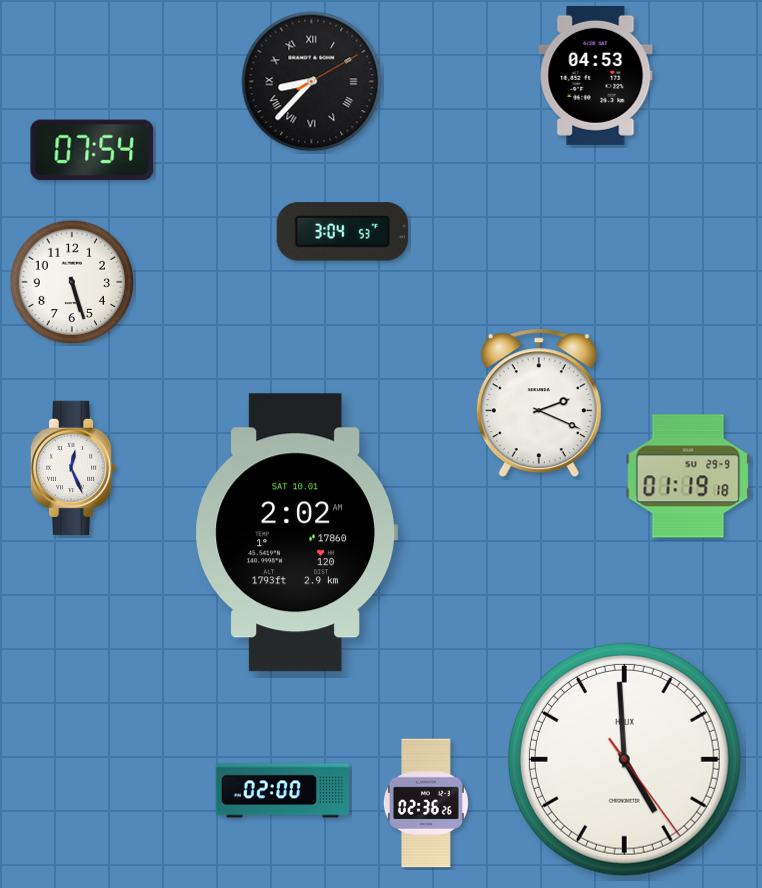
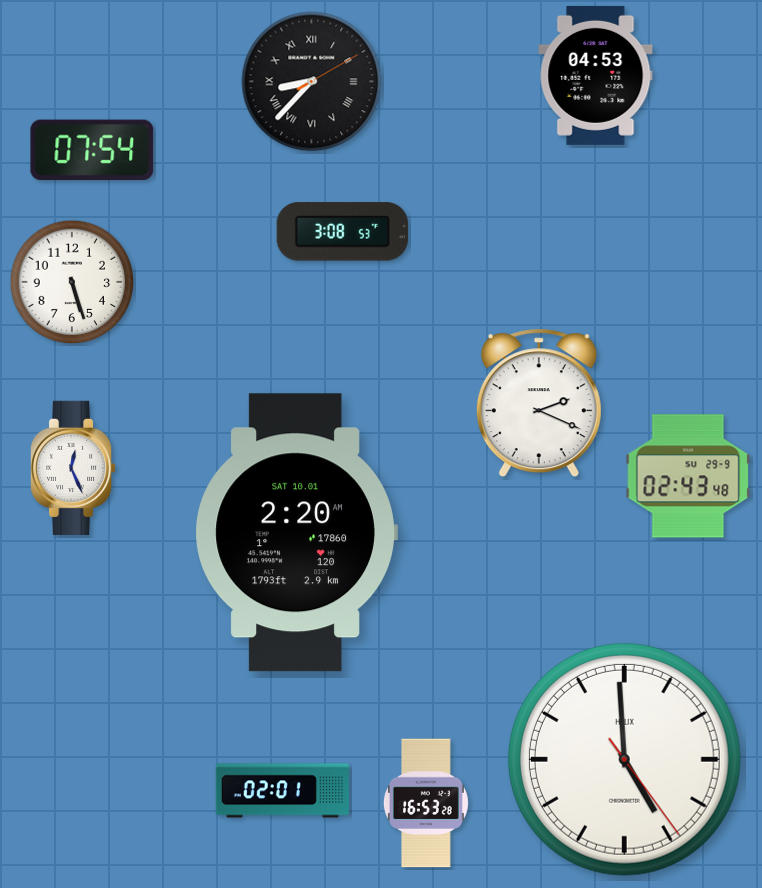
clock at (342, 232): 3:04 -> 3:08
clock at (688, 476): 01:19 -> 02:43
clock at (296, 533): 2:02 -> 2:20
clock at (282, 791): 02:00 -> 02:01
clock at (426, 803): 02:36 -> 16:53
